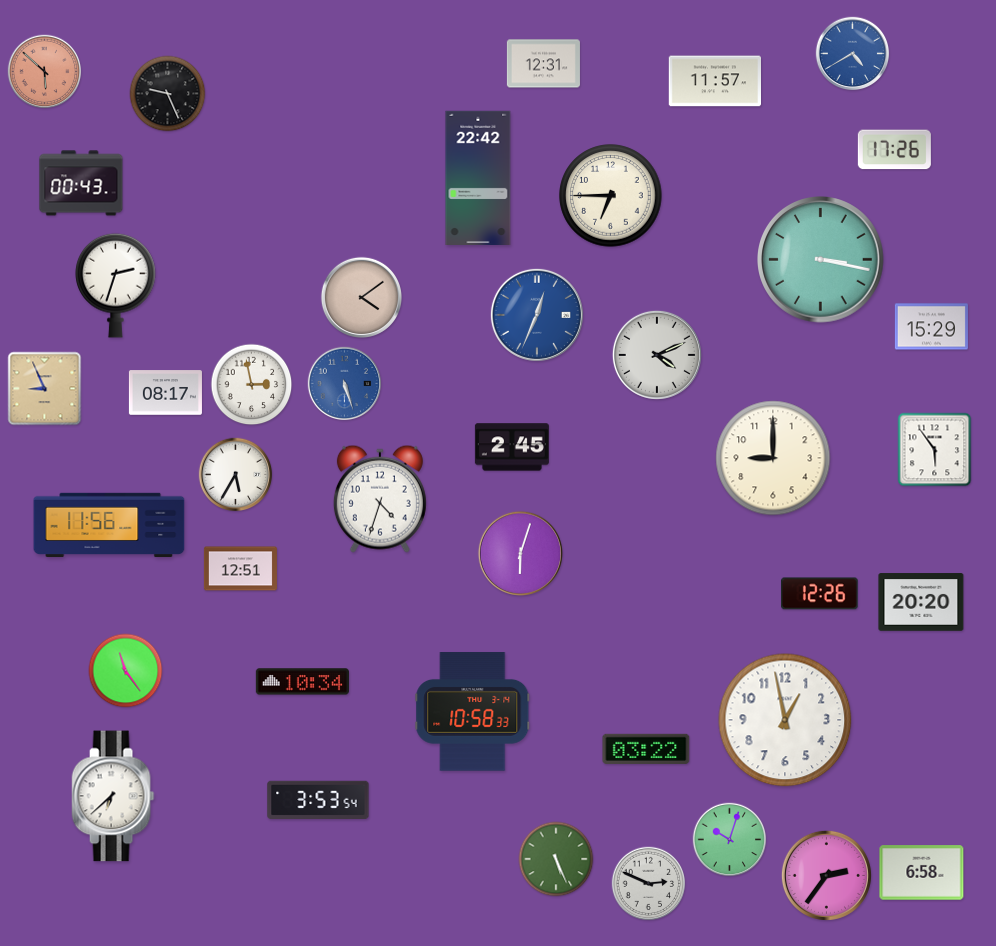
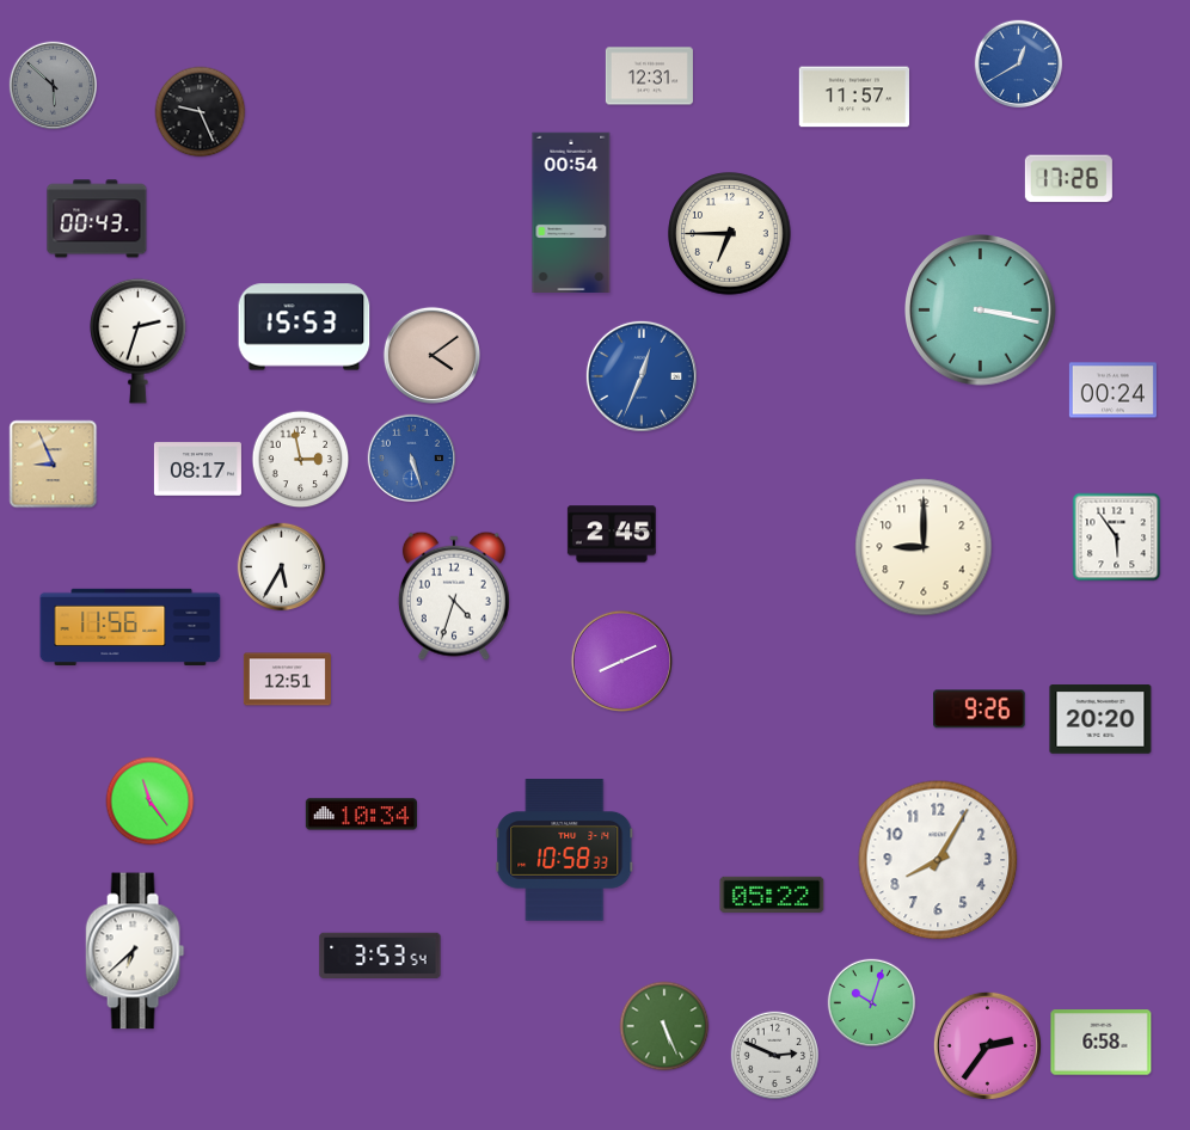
clock at (853, 54): 4:40 -> 12:40
clock at (45, 72) dial: salmon -> grey
clock at (478, 177): 22:42 -> 00:54
clock at (305, 327): none -> 15:53
clock at (931, 327): 15:29 -> 00:24
clock at (657, 355): 4:11 -> none
clock at (520, 553): 6:03 -> 8:11
clock at (820, 594): 12:26 -> 9:26
clock at (785, 720): 12:58 -> 8:05
clock at (646, 749): 03:22 -> 05:22
